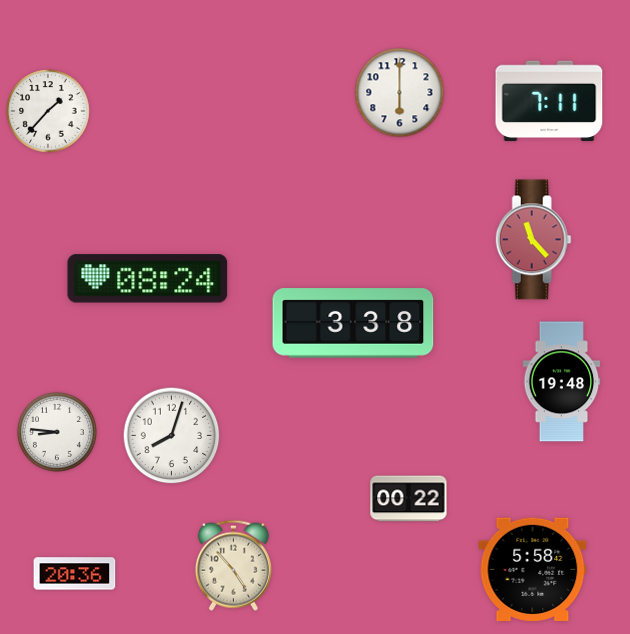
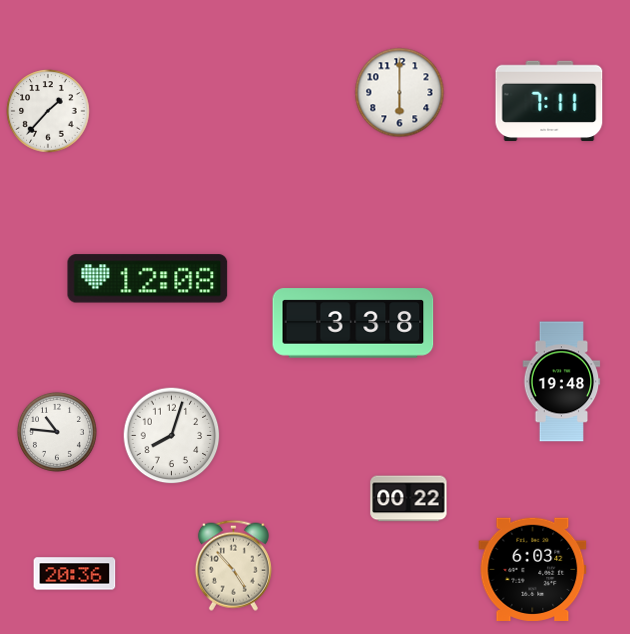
clock at (533, 240): 11:23 -> none
clock at (148, 279): 08:24 -> 12:08
clock at (57, 432): 8:46 -> 10:46
clock at (533, 569): 5:58 -> 6:03
